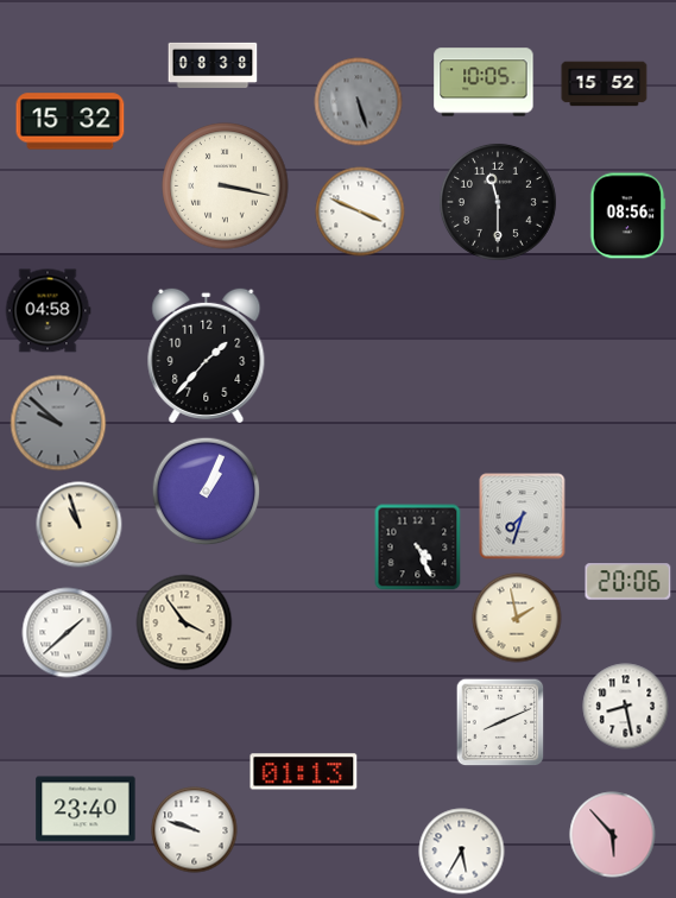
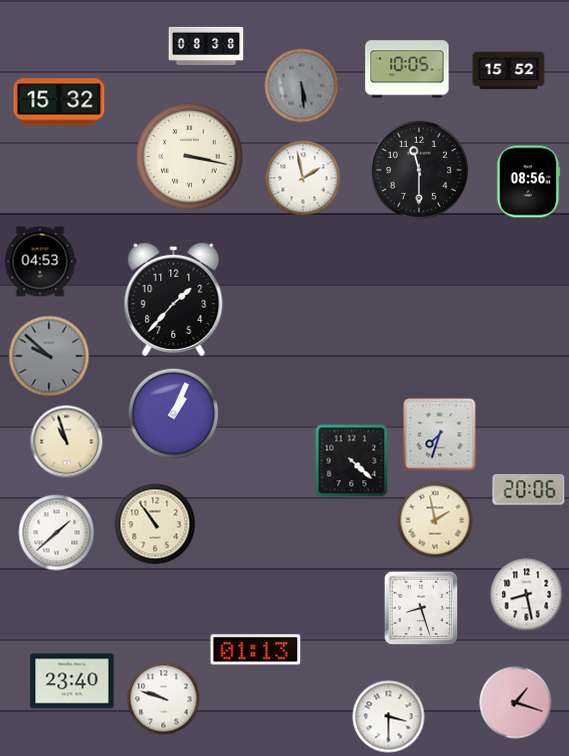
clock at (213, 64) position: (213, 64) -> (206, 45)
clock at (359, 102): 5:27 -> 5:29
clock at (360, 211): 3:49 -> 1:58
clock at (48, 311): 04:58 -> 04:53
clock at (418, 548): 4:26 -> 4:22
clock at (184, 622): 3:54 -> 10:54
clock at (500, 722): 8:11 -> 8:27
clock at (613, 835): 5:53 -> 1:18
clock at (462, 852): 5:35 -> 3:30
